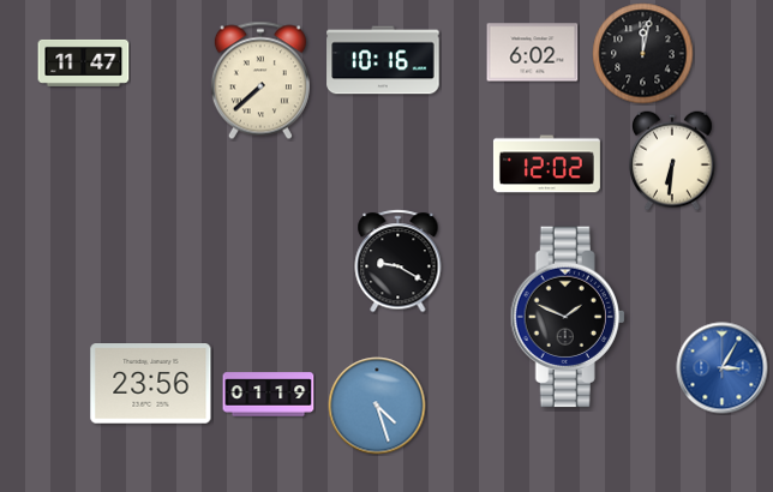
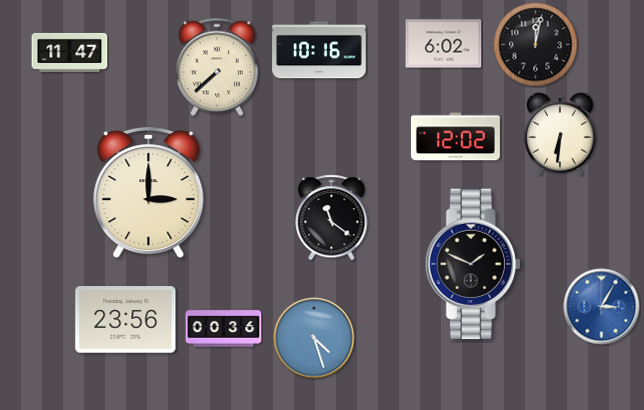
clock at (149, 194): none -> 3:00
clock at (399, 262): 9:20 -> 11:21
clock at (269, 395): 01:19 -> 00:36
